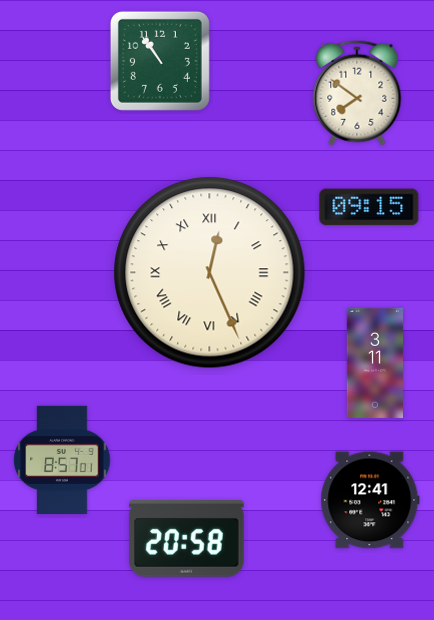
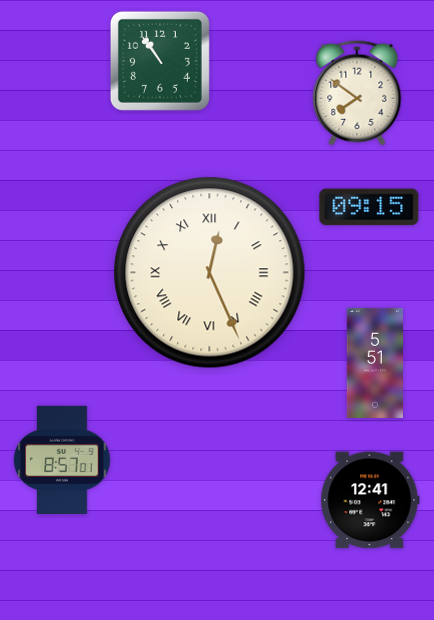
clock at (374, 363): 3:11 -> 5:51
clock at (187, 539): 20:58 -> none
